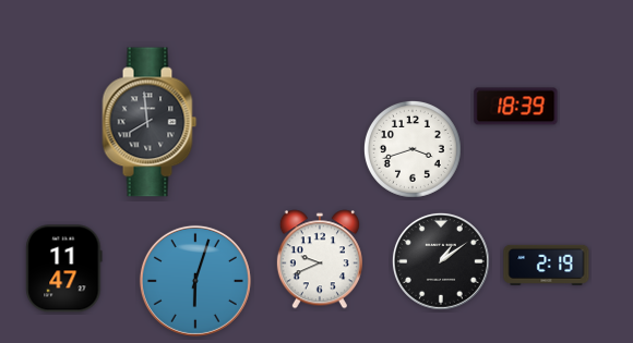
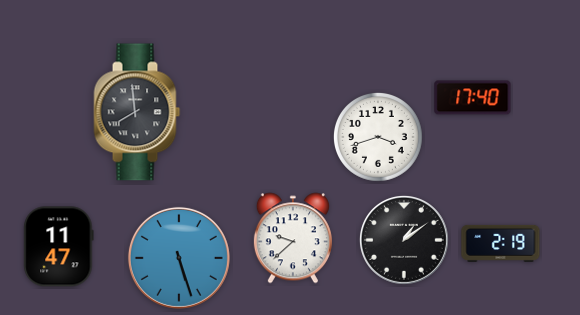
clock at (516, 107): 18:39 -> 17:40
clock at (320, 259): 9:41 -> 9:38
clock at (195, 281): 6:03 -> 5:27
